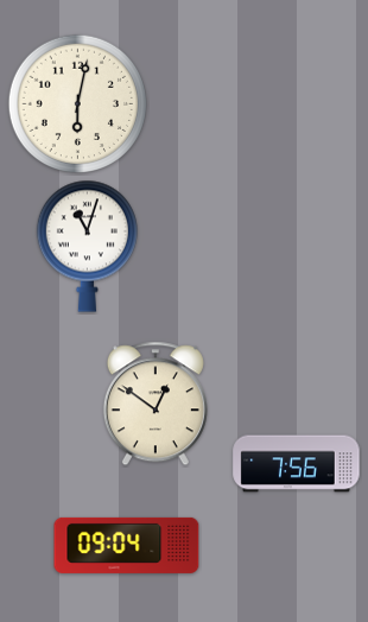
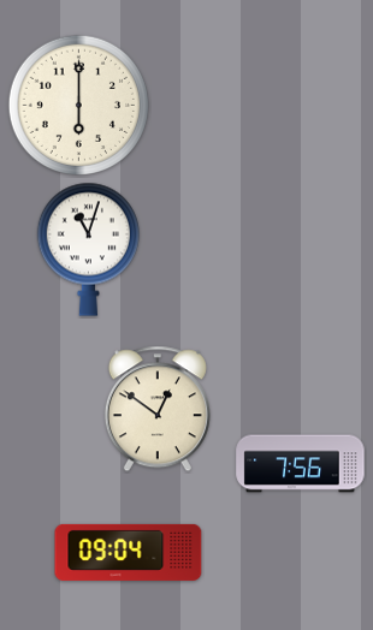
clock at (77, 103): 6:02 -> 6:00
clock at (297, 464) position: (297, 464) -> (301, 464)
